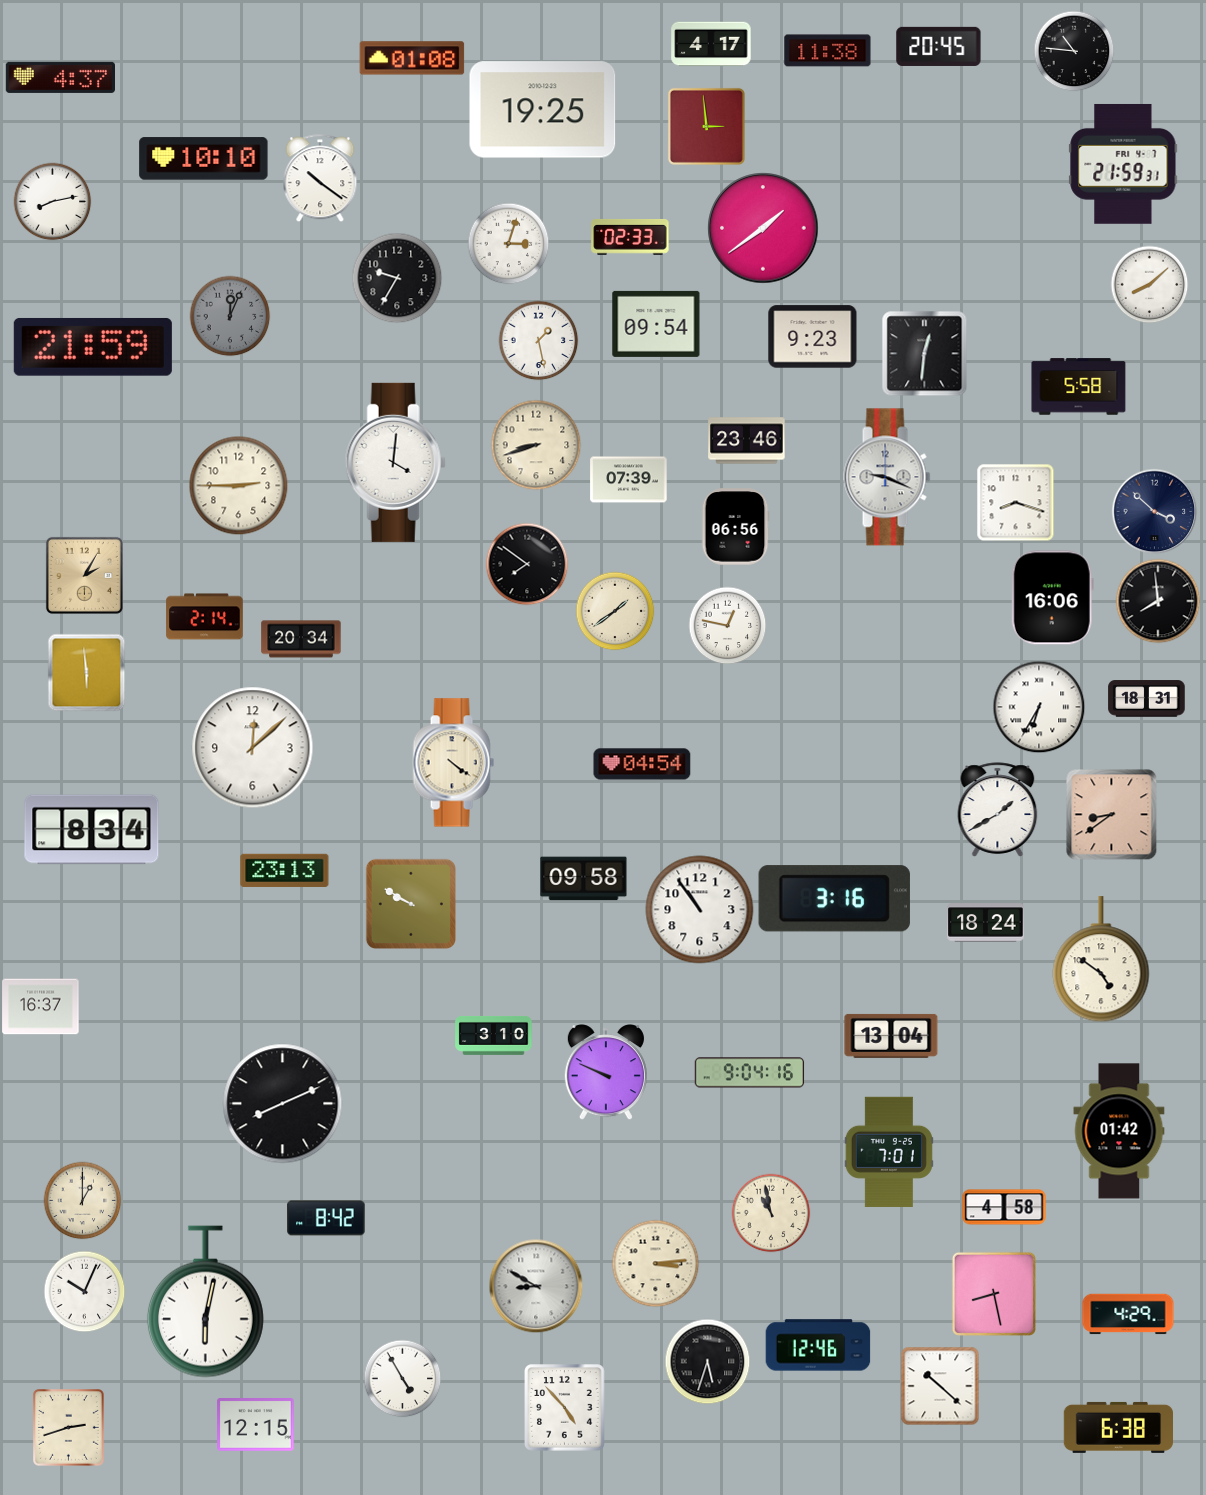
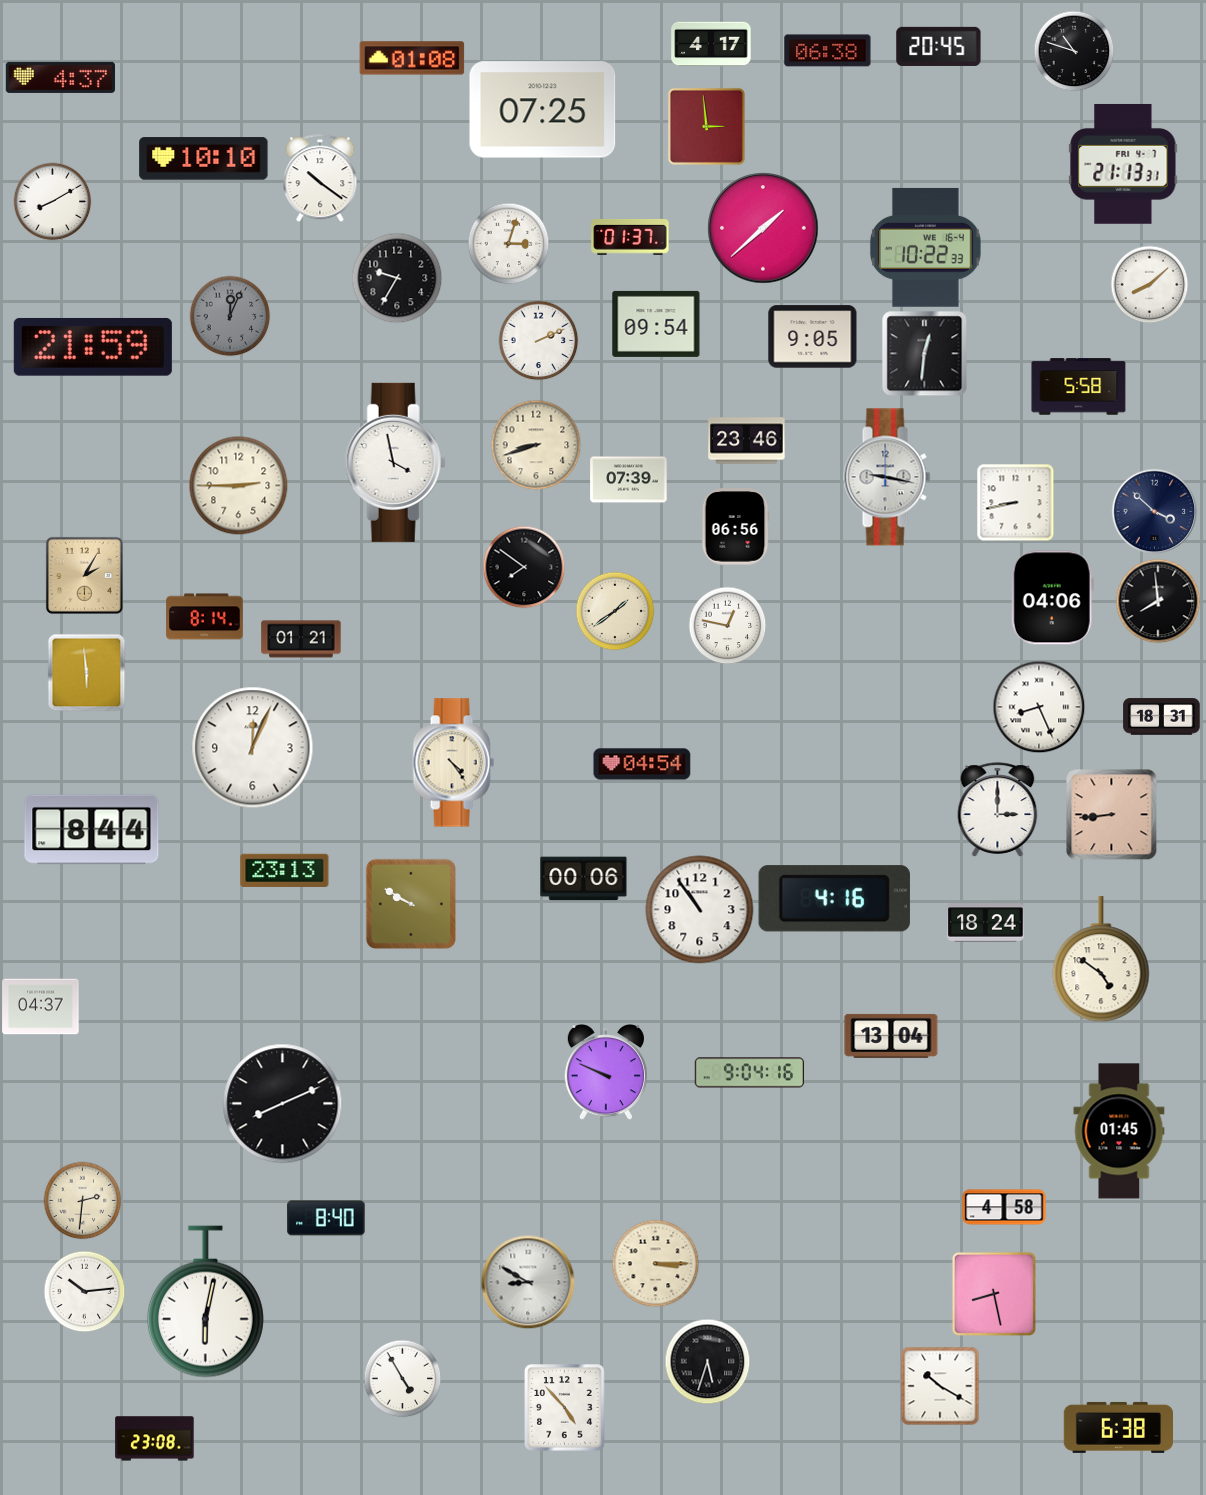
clock at (828, 51): 11:38 -> 06:38
clock at (1074, 51): 10:46 -> 10:48
clock at (543, 110): 19:25 -> 07:25
clock at (1123, 164): 21:59 -> 21:13
clock at (52, 201): 8:13 -> 8:10
clock at (763, 228): 1:39 -> 1:38
clock at (630, 238): 02:33 -> 01:37
clock at (925, 247): none -> 10:22
clock at (813, 337): 9:23 -> 9:05
clock at (538, 340): 1:28 -> 2:11
clock at (395, 462): 4:01 -> 3:58
clock at (887, 477): 9:19 -> 9:17
clock at (1015, 502): 8:18 -> 8:43
clock at (527, 564) position: (527, 564) -> (524, 567)
clock at (1052, 598): 16:06 -> 04:06
clock at (205, 617): 2:14 -> 8:14
clock at (301, 639): 20:34 -> 01:21
clock at (1147, 699) position: (1147, 699) -> (1162, 717)
clock at (1039, 707): 6:35 -> 8:26
clock at (253, 748): 12:08 -> 12:04
clock at (453, 763): 4:21 -> 4:24
clock at (998, 810): 1:40 -> 3:00
clock at (1111, 814): 8:39 -> 8:44
clock at (92, 830): 8:34 -> 8:44
clock at (584, 879): 09:58 -> 00:06
clock at (834, 899): 3:16 -> 4:16
clock at (41, 1007): 16:37 -> 04:37
clock at (494, 1036): 3:10 -> none
clock at (1119, 1131): 01:42 -> 01:45
clock at (889, 1152): 7:01 -> none
clock at (82, 1200): 1:00 -> 2:31
clock at (771, 1213): 10:58 -> none
clock at (326, 1218): 8:42 -> 8:40
clock at (655, 1263): 3:14 -> 3:15
clock at (536, 1286) position: (536, 1286) -> (528, 1282)
clock at (84, 1291): 10:04 -> 10:14
clock at (1128, 1314): 4:29 -> none
clock at (818, 1345): 12:46 -> none
clock at (940, 1386): 10:22 -> 10:20
clock at (256, 1425): 12:15 -> none
clock at (69, 1428): 2:42 -> none
clock at (155, 1439): none -> 23:08
